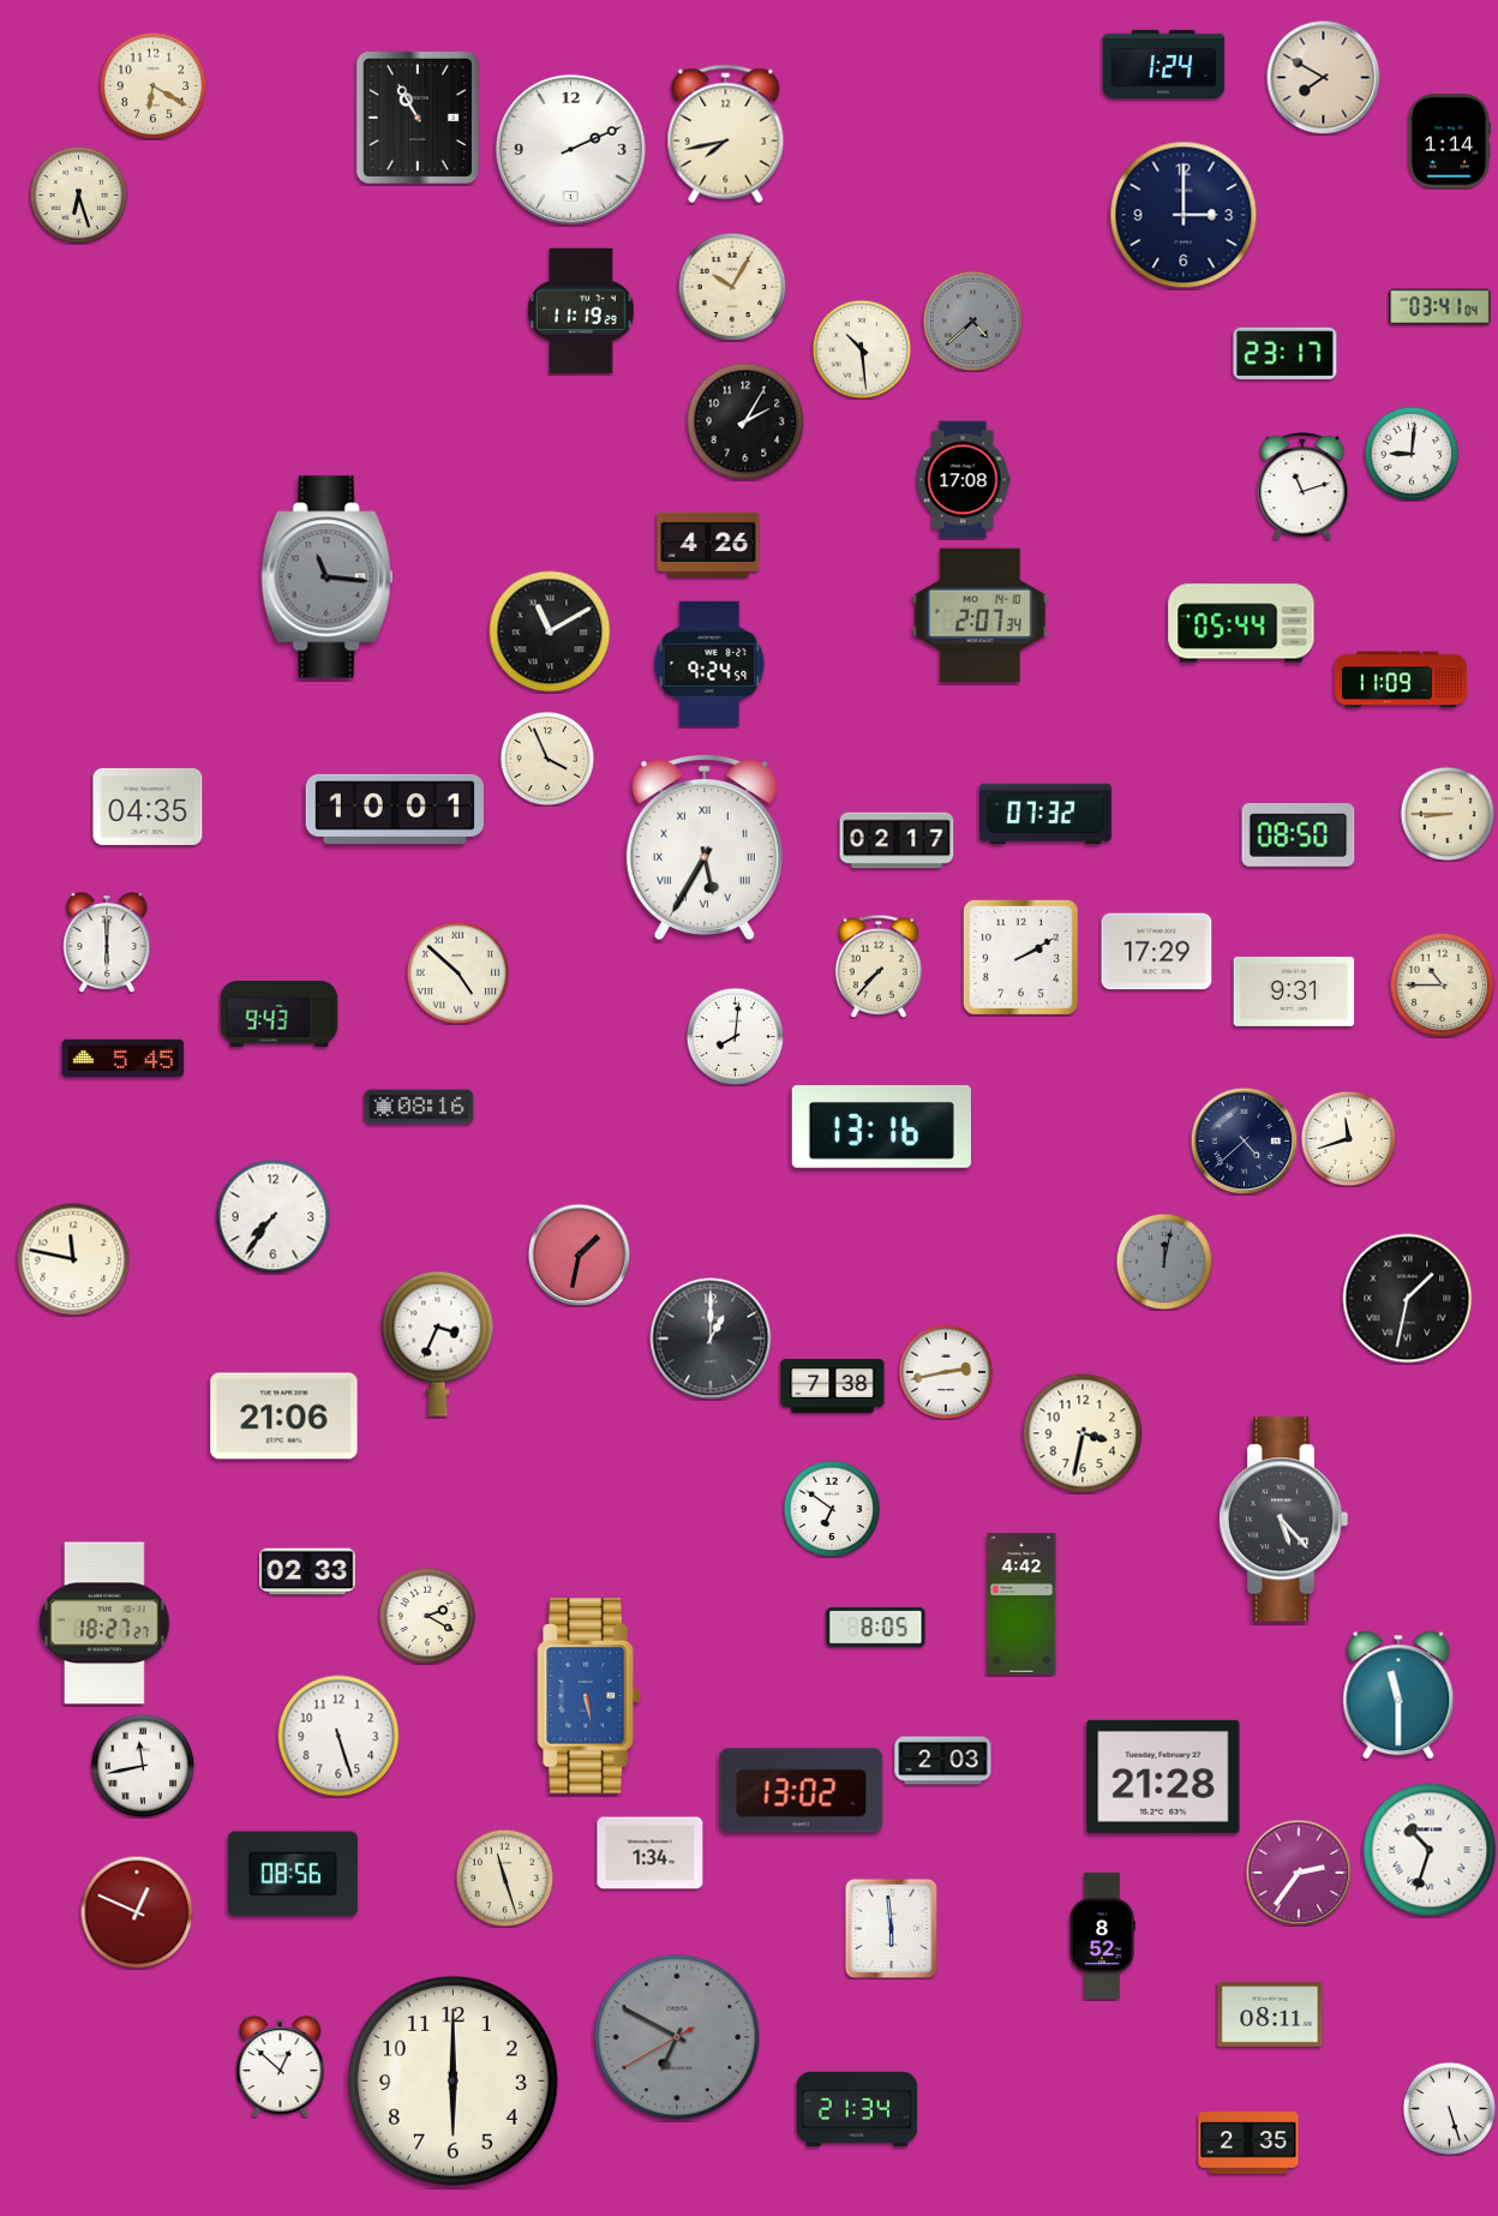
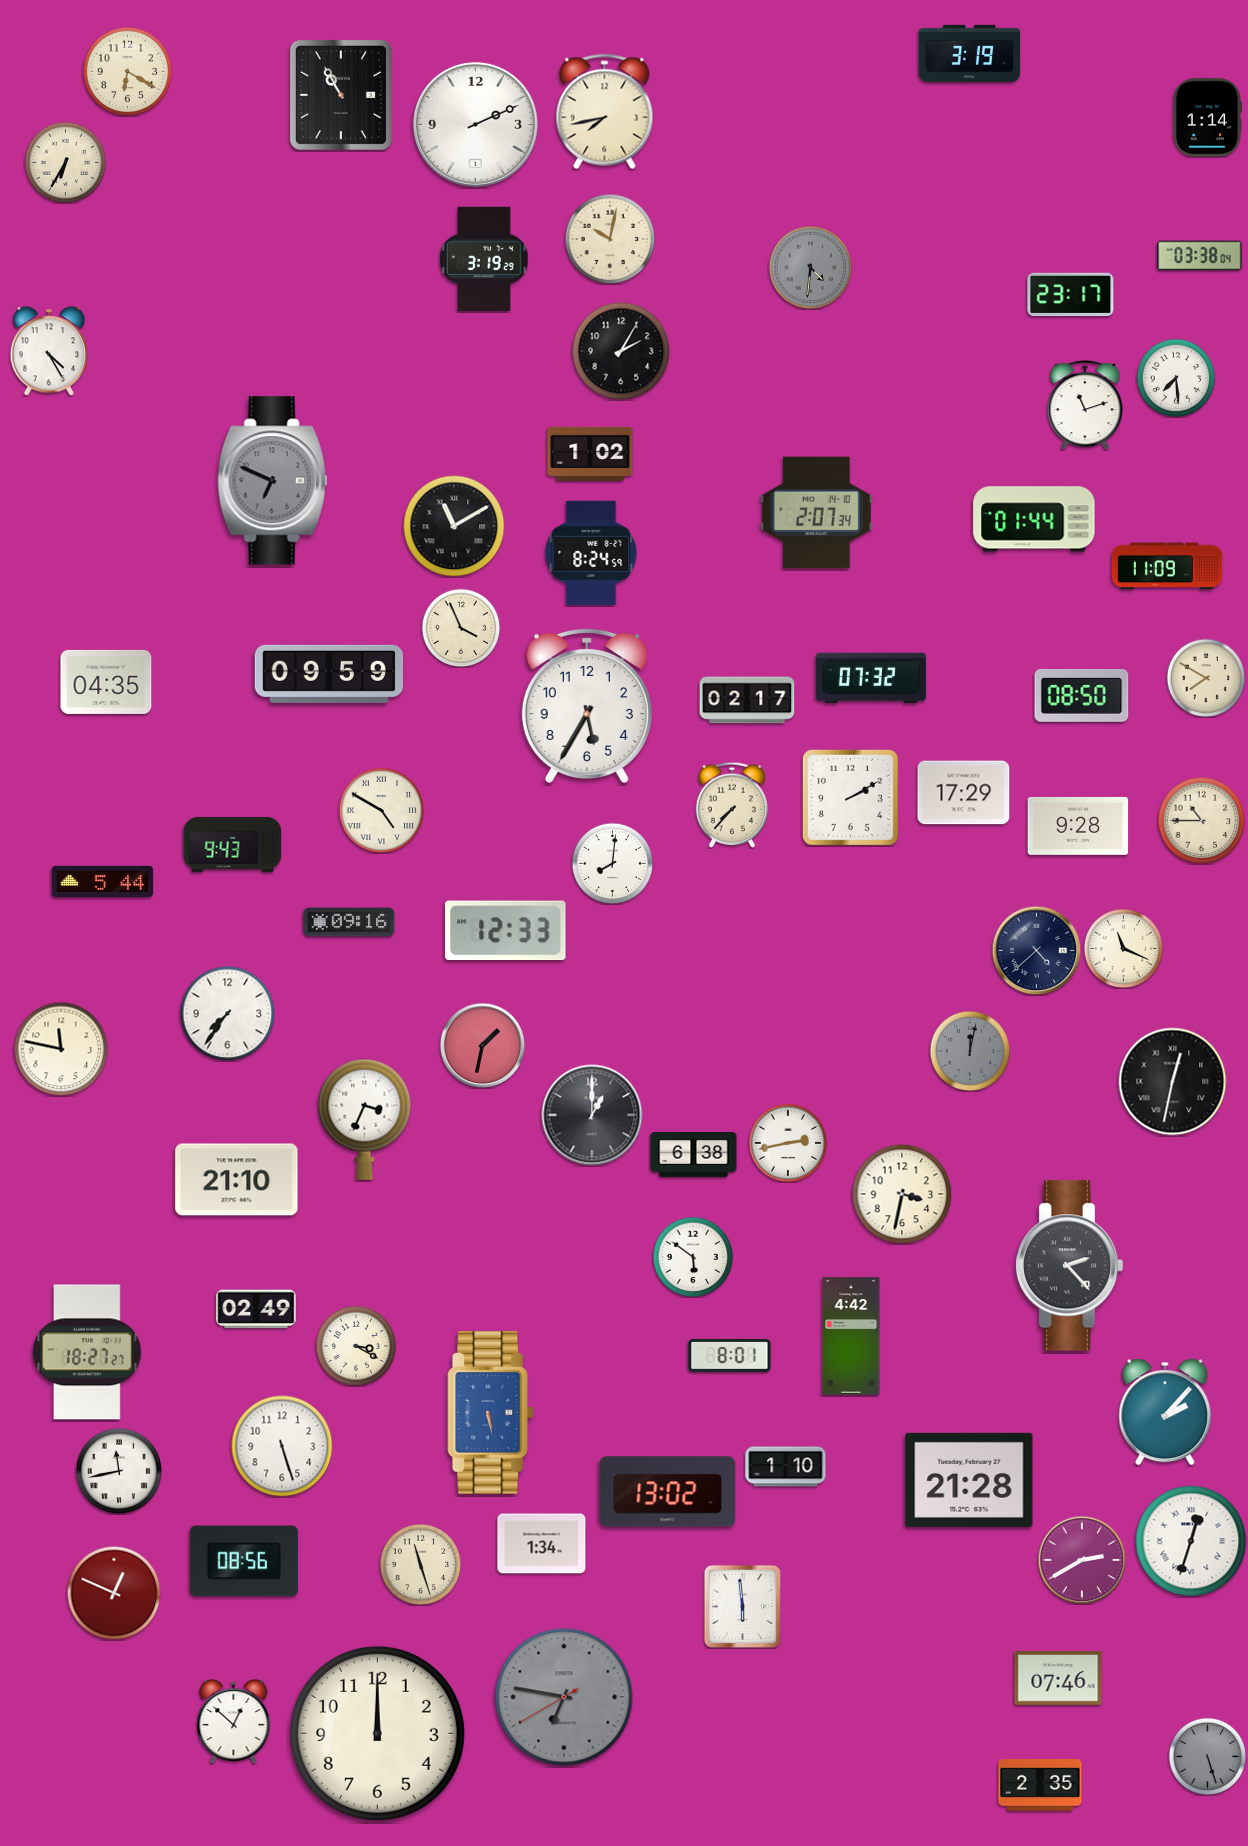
clock at (1164, 64): 1:24 -> 3:19
clock at (1323, 77): 7:50 -> none
clock at (418, 118) position: (418, 118) -> (341, 95)
clock at (78, 194): 6:27 -> 6:35
clock at (1184, 215): 3:00 -> none
clock at (732, 287): 10:05 -> 10:02
clock at (1440, 307): 03:41 -> 03:38
clock at (581, 310): 11:19 -> 3:19
clock at (972, 321): 4:38 -> 4:31
clock at (862, 349): 10:29 -> none
clock at (49, 351): none -> 4:25
clock at (1412, 454): 9:01 -> 7:29
clock at (963, 480): 17:08 -> none
clock at (708, 545): 4:26 -> 1:02
clock at (328, 577): 11:16 -> 6:49
clock at (1241, 623): 05:44 -> 01:44
clock at (550, 631) position: (550, 631) -> (454, 526)
clock at (709, 663): 9:24 -> 8:24
clock at (547, 759) position: (547, 759) -> (461, 628)
clock at (148, 807) position: (148, 807) -> (106, 682)
clock at (395, 809): 10:01 -> 09:59
clock at (1448, 814): 8:45 -> 7:50
clock at (705, 846) numerals: Roman -> Arabic
clock at (107, 942): 6:00 -> none
clock at (457, 972): 4:52 -> 4:50
clock at (1294, 992): 9:31 -> 9:28
clock at (124, 1058): 5:45 -> 5:44
clock at (419, 1107): 08:16 -> 09:16
clock at (506, 931): none -> 12:33
clock at (881, 1126): 13:16 -> none
clock at (1348, 1138): 11:42 -> 11:19
clock at (1408, 1299): 1:32 -> 12:32
clock at (833, 1387): 7:38 -> 6:38
clock at (284, 1417): 21:06 -> 21:10
clock at (832, 1509): 6:51 -> 5:51
clock at (1283, 1520): 5:23 -> 2:23
clock at (307, 1571): 02:33 -> 02:49
clock at (427, 1616): 2:20 -> 3:20
clock at (876, 1627): 8:05 -> 8:01
clock at (1398, 1695): 11:30 -> 2:07
clock at (943, 1761): 2:03 -> 1:10
clock at (1430, 1850): 10:33 -> 12:33
clock at (1299, 1873): 2:36 -> 2:40
clock at (1103, 1935): 8:52 -> none
clock at (1270, 2016): 08:11 -> 07:46
clock at (677, 2037): 6:49 -> 6:46
clock at (453, 2080): 6:00 -> 12:00
clock at (1449, 2108) dial: white -> grey
clock at (857, 2109): 21:34 -> none
